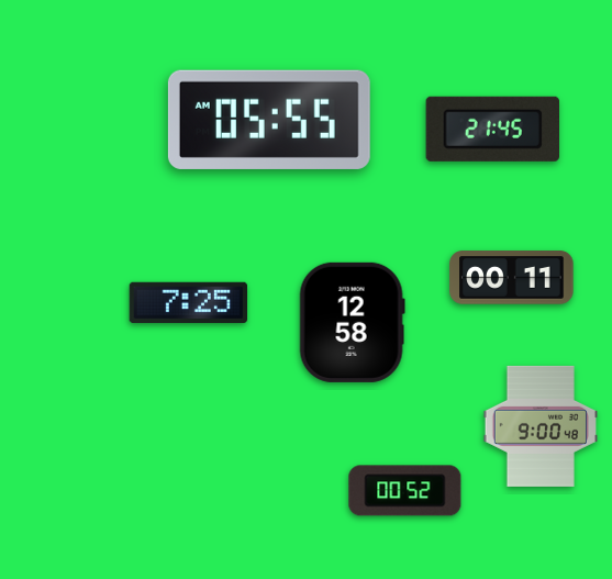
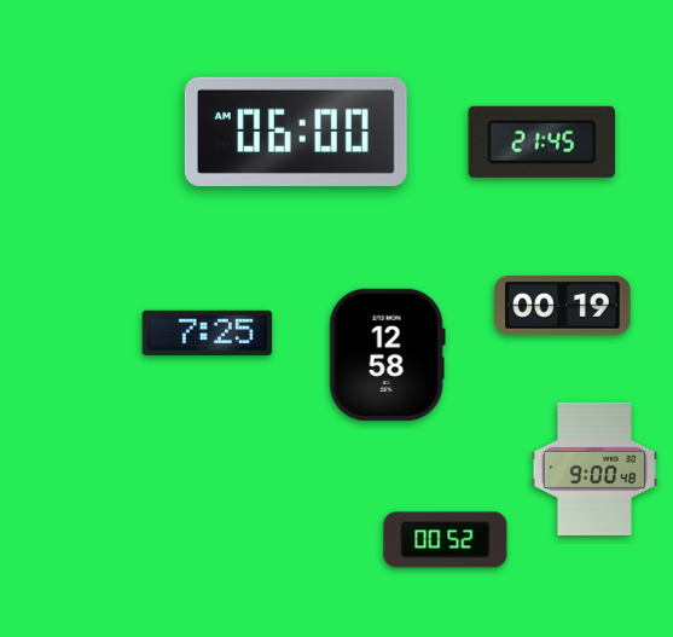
clock at (269, 120): 05:55 -> 06:00
clock at (512, 278): 00:11 -> 00:19
